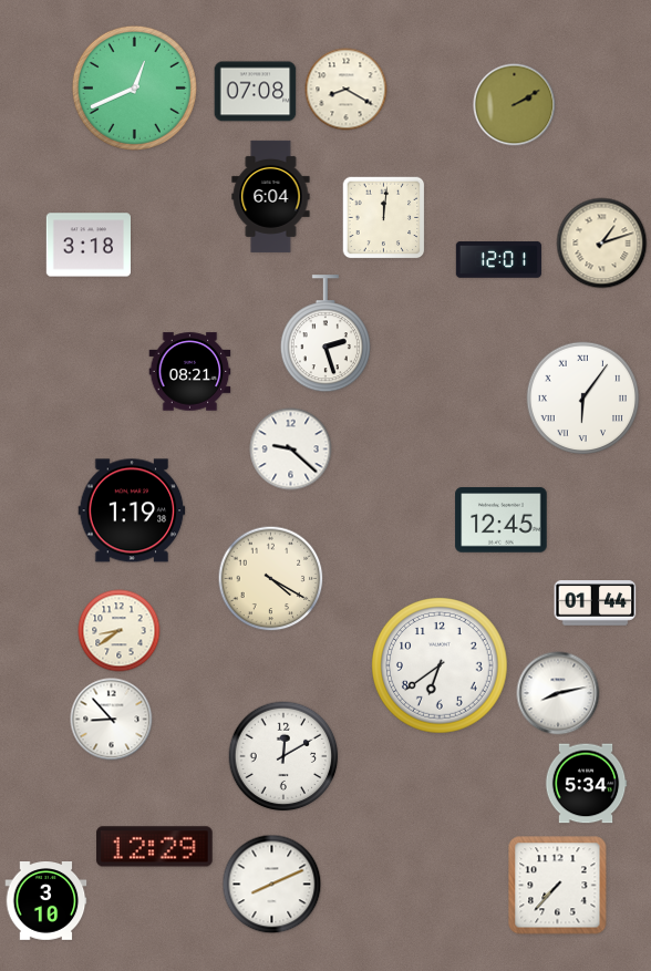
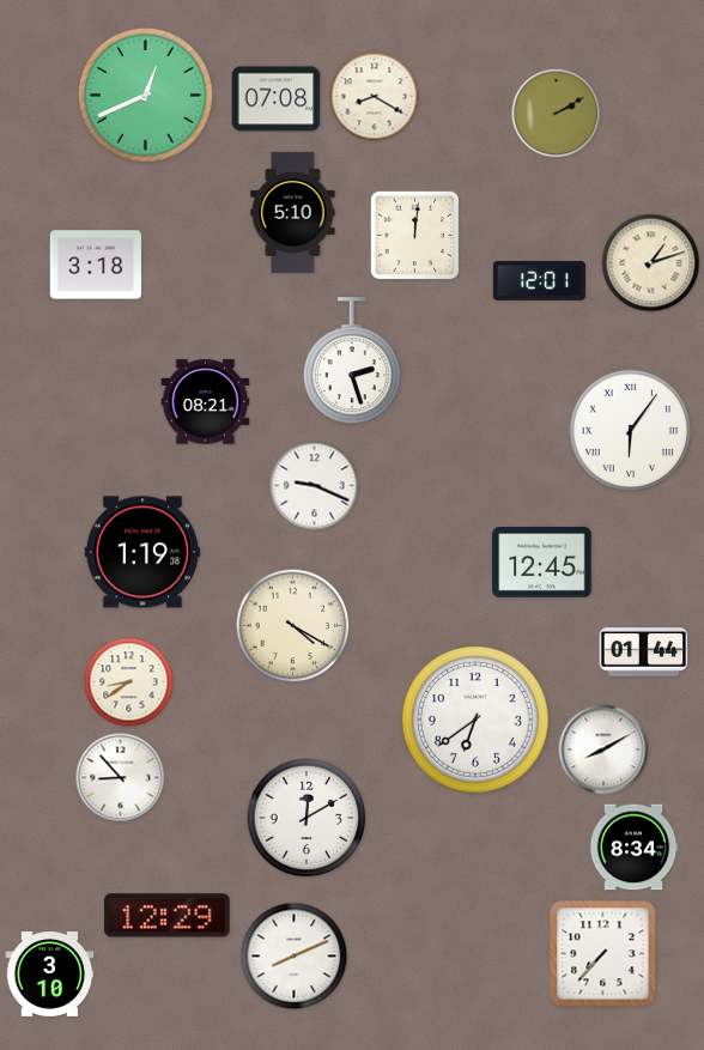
clock at (271, 196): 6:04 -> 5:10
clock at (291, 450): 9:22 -> 9:19
clock at (558, 693): 8:13 -> 8:10
clock at (586, 784): 5:34 -> 8:34
clock at (558, 886) position: (558, 886) -> (603, 954)
